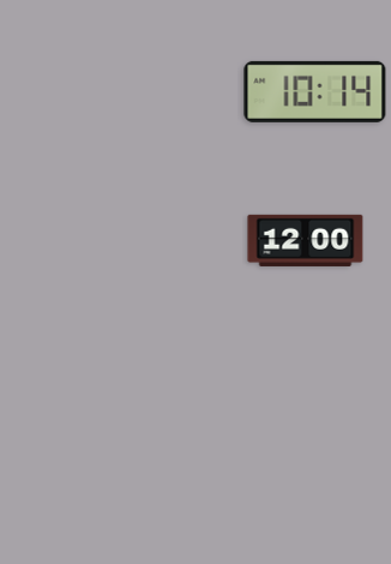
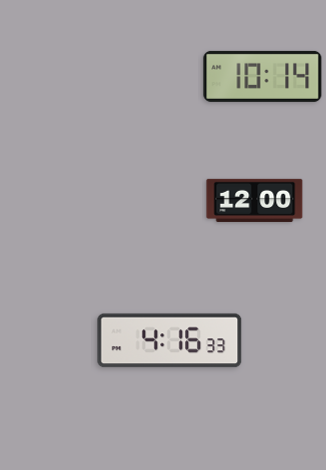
clock at (170, 341): none -> 4:16
